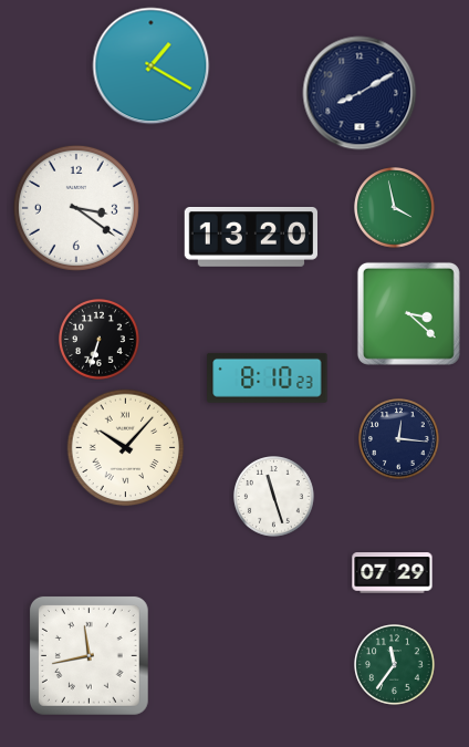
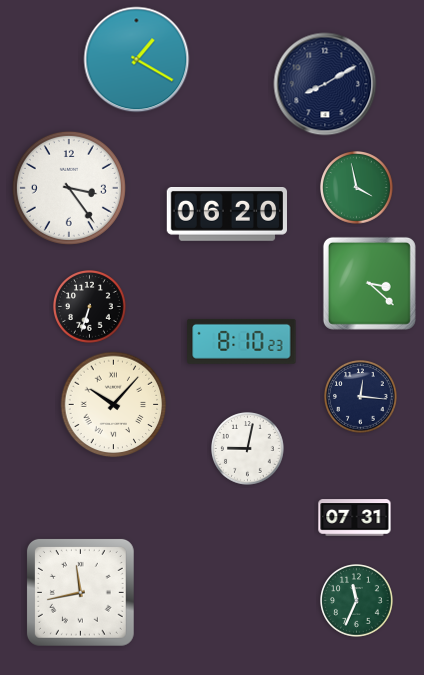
clock at (76, 208): 3:21 -> 3:24
clock at (250, 238): 13:20 -> 06:20
clock at (274, 497): 11:27 -> 9:02
clock at (393, 573): 07:29 -> 07:31
clock at (395, 665): 11:36 -> 11:34
